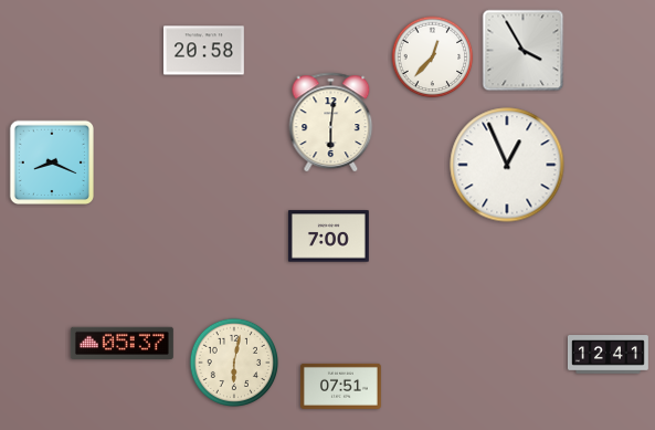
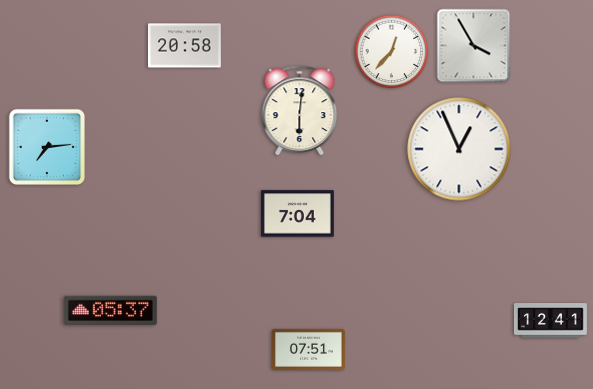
clock at (52, 162): 8:19 -> 7:14
clock at (328, 237): 7:00 -> 7:04
clock at (233, 361): 6:02 -> none
